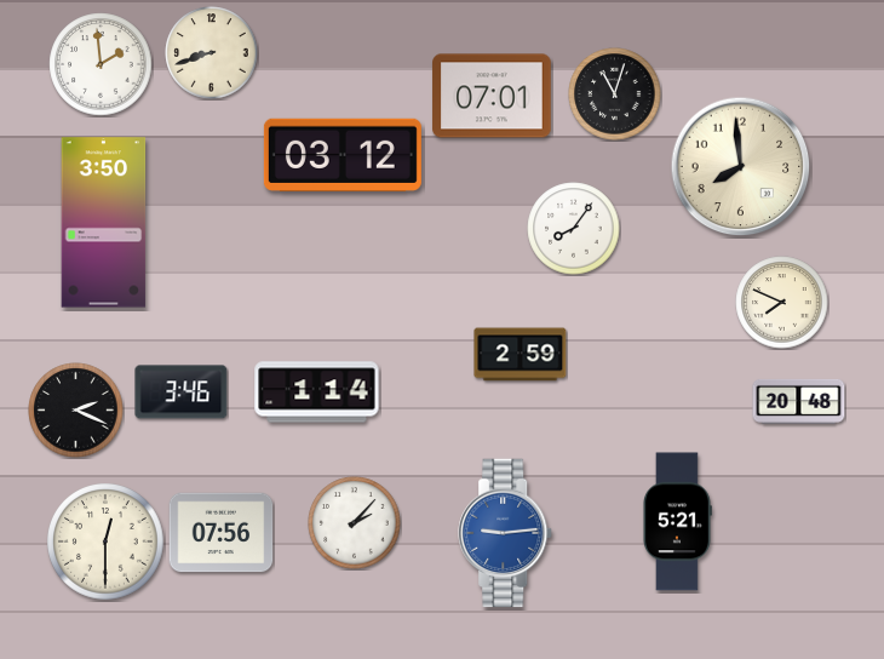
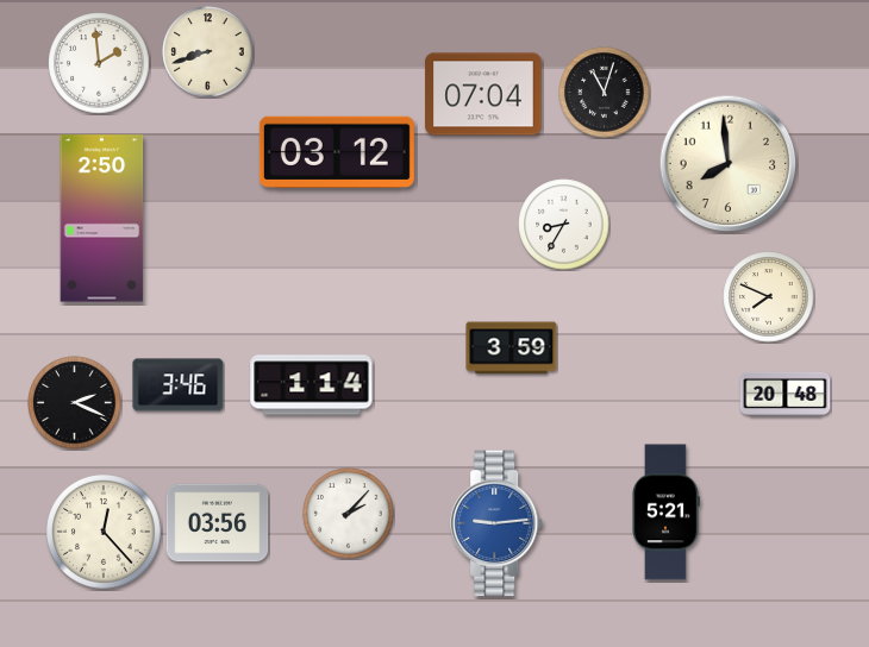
clock at (492, 96): 07:01 -> 07:04
clock at (104, 223): 3:50 -> 2:50
clock at (574, 229): 8:06 -> 8:35
clock at (521, 355): 2:59 -> 3:59
clock at (222, 533): 07:56 -> 03:56
clock at (105, 541): 12:30 -> 12:23
